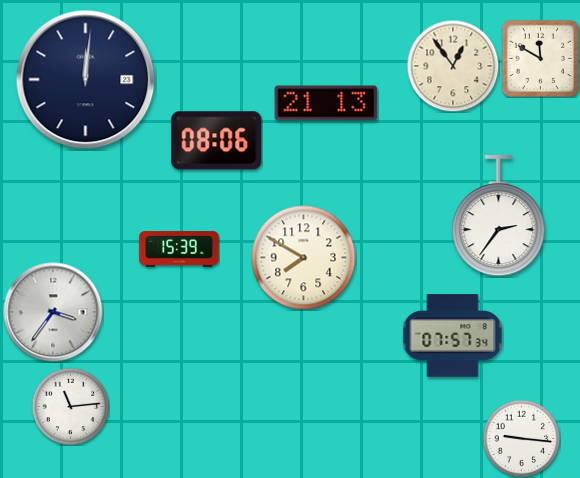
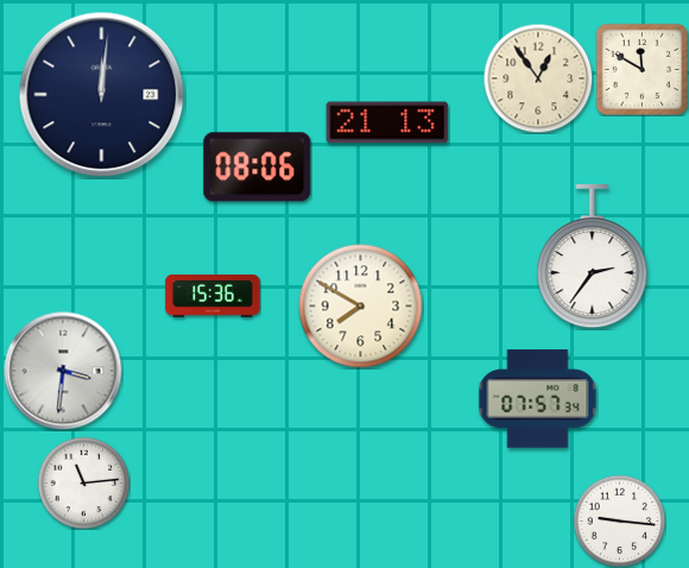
clock at (179, 249): 15:39 -> 15:36
clock at (53, 312): 3:36 -> 3:31
